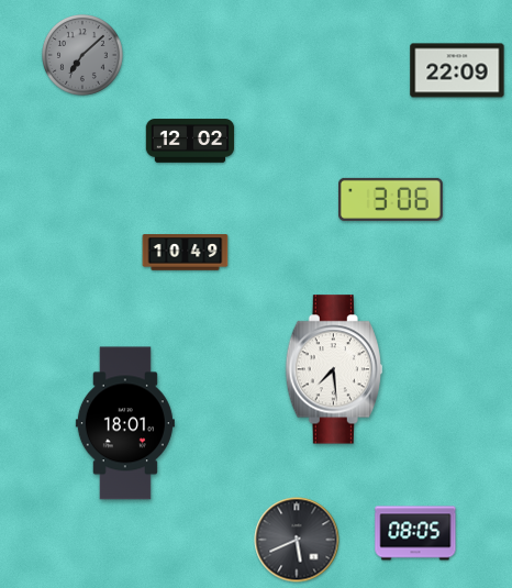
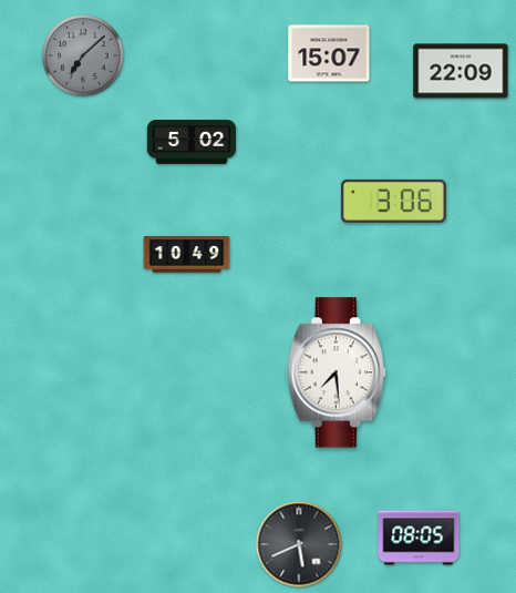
clock at (329, 53): none -> 15:07
clock at (190, 141): 12:02 -> 5:02
clock at (125, 423): 18:01 -> none
